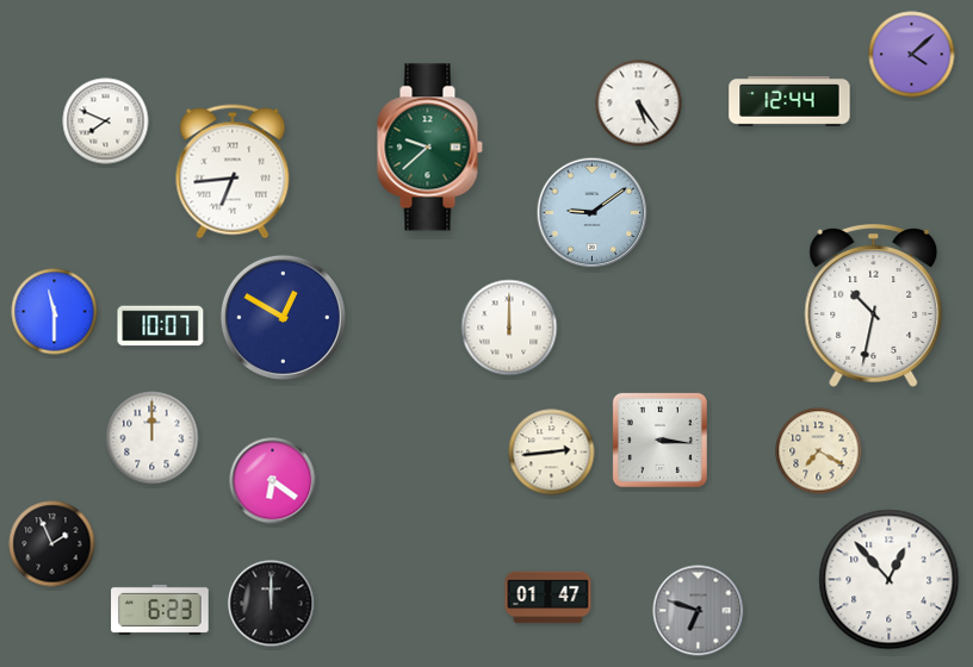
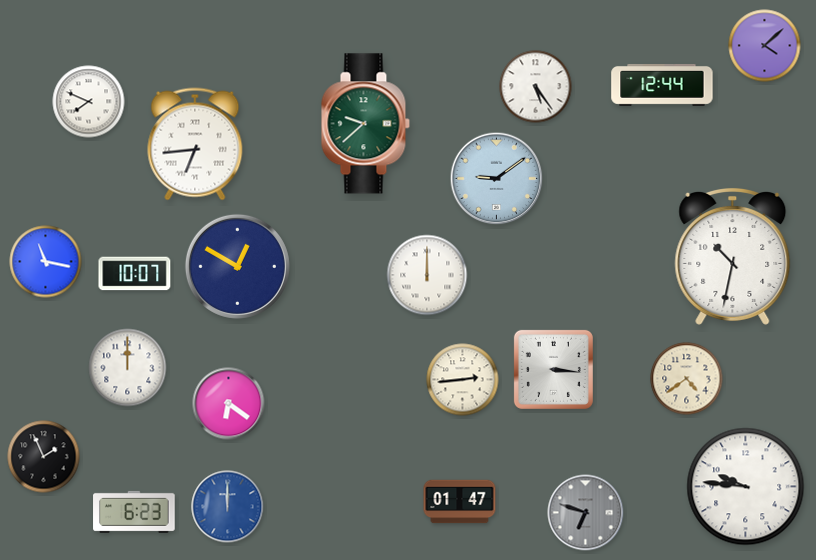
clock at (429, 148) position: (429, 148) -> (365, 124)
clock at (55, 312): 11:30 -> 11:17
clock at (819, 451): 7:20 -> 4:39
clock at (890, 580): 12:53 -> 9:46
clock at (272, 604) dial: black -> blue
